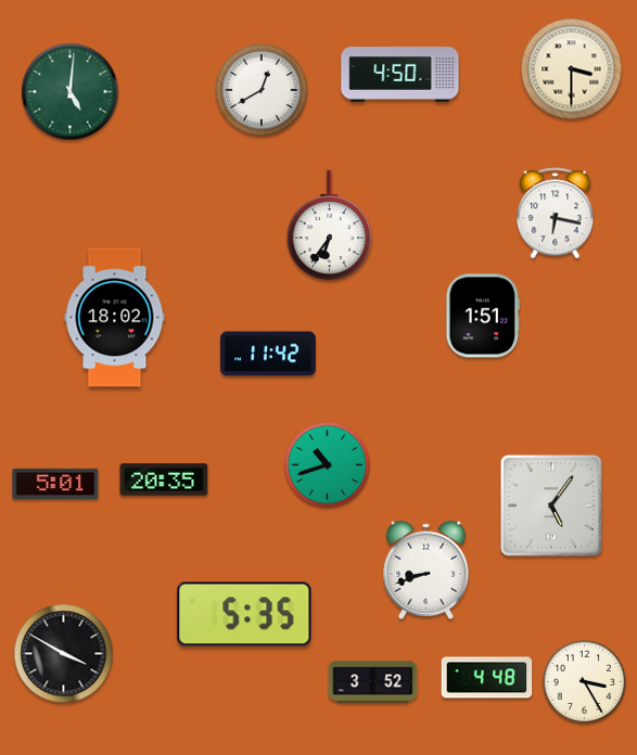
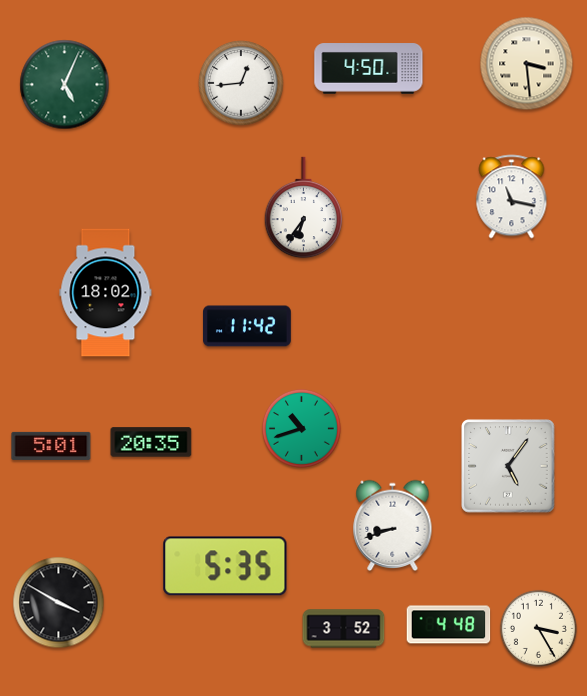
clock at (572, 69): 3:30 -> 3:29
clock at (262, 90): 12:40 -> 12:44
clock at (71, 92): 5:01 -> 5:04
clock at (556, 214): 6:17 -> 11:17
clock at (483, 316): 1:51 -> none
